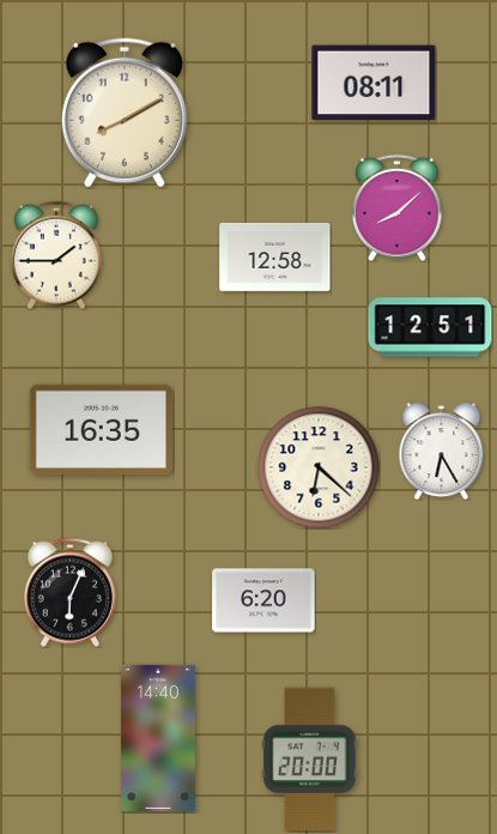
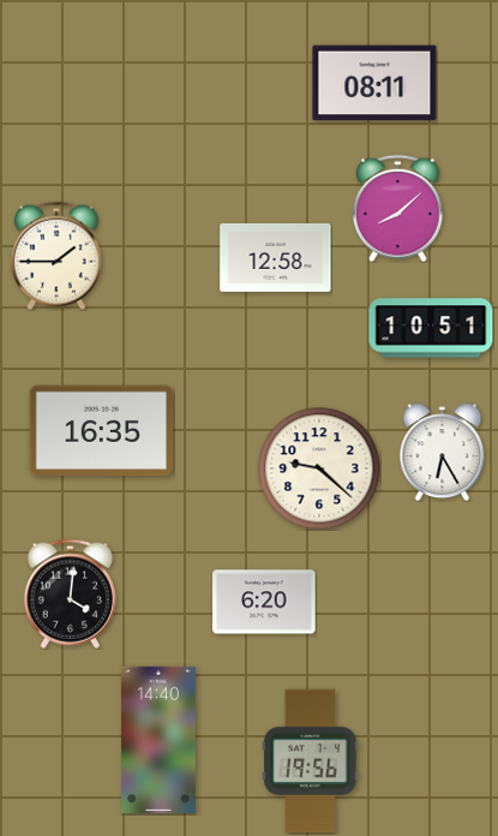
clock at (125, 113): 8:10 -> none
clock at (430, 327): 12:51 -> 10:51
clock at (319, 467): 6:22 -> 9:22
clock at (69, 592): 6:04 -> 4:01
clock at (310, 760): 20:00 -> 19:56
